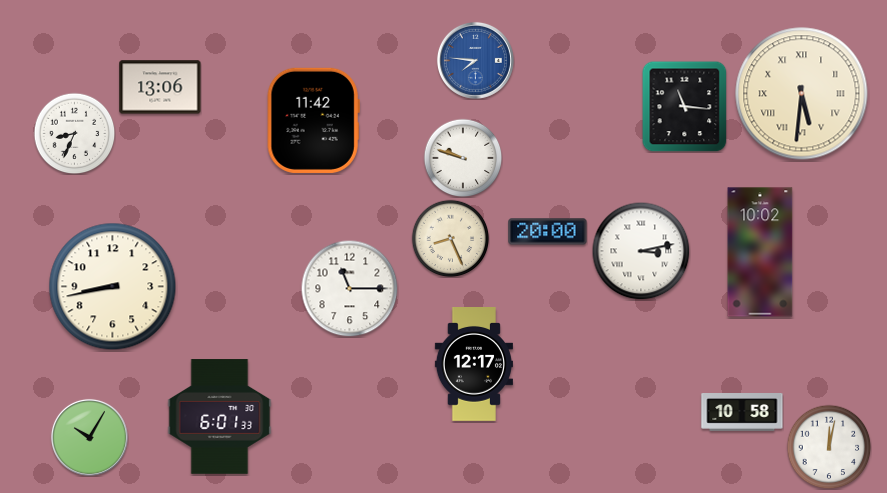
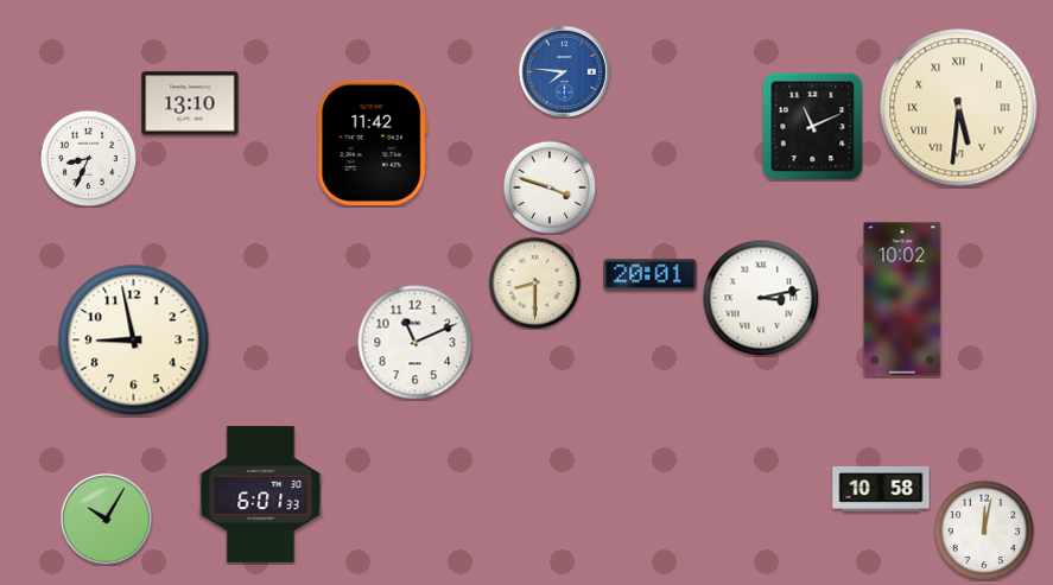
clock at (160, 87): 13:06 -> 13:10
clock at (802, 94) position: (802, 94) -> (959, 108)
clock at (685, 106): 11:16 -> 11:11
clock at (463, 158): 9:48 -> 3:48
clock at (548, 232): 20:00 -> 20:01
clock at (450, 238): 8:26 -> 8:30
clock at (113, 287): 8:43 -> 8:58
clock at (349, 288): 11:15 -> 11:11
clock at (473, 364): 12:17 -> none
